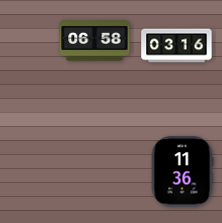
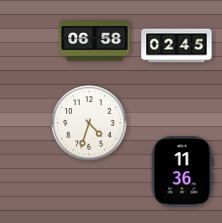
clock at (177, 46): 03:16 -> 02:45
clock at (89, 123): none -> 4:33
